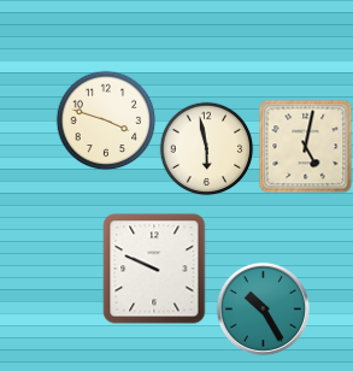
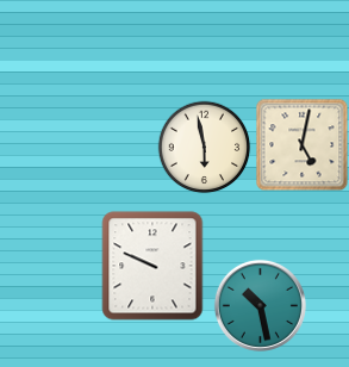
clock at (106, 120): 3:48 -> none
clock at (263, 308): 10:25 -> 10:28
